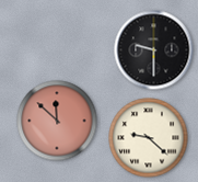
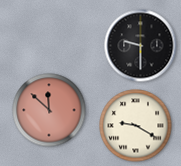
clock at (57, 121) position: (57, 121) -> (49, 110)
clock at (149, 138): 9:22 -> 9:20
